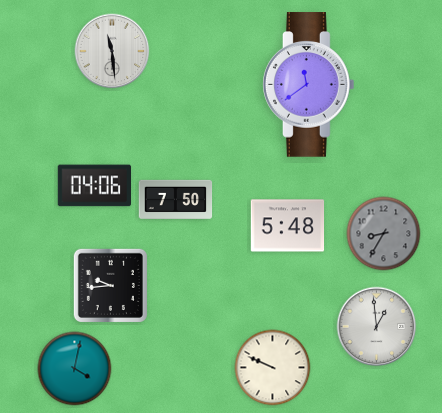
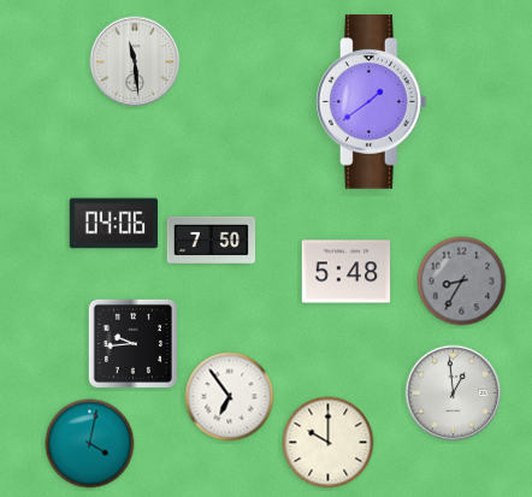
clock at (309, 85): 11:39 -> 1:39
clock at (230, 397): none -> 6:54
clock at (273, 368): 9:49 -> 10:00
